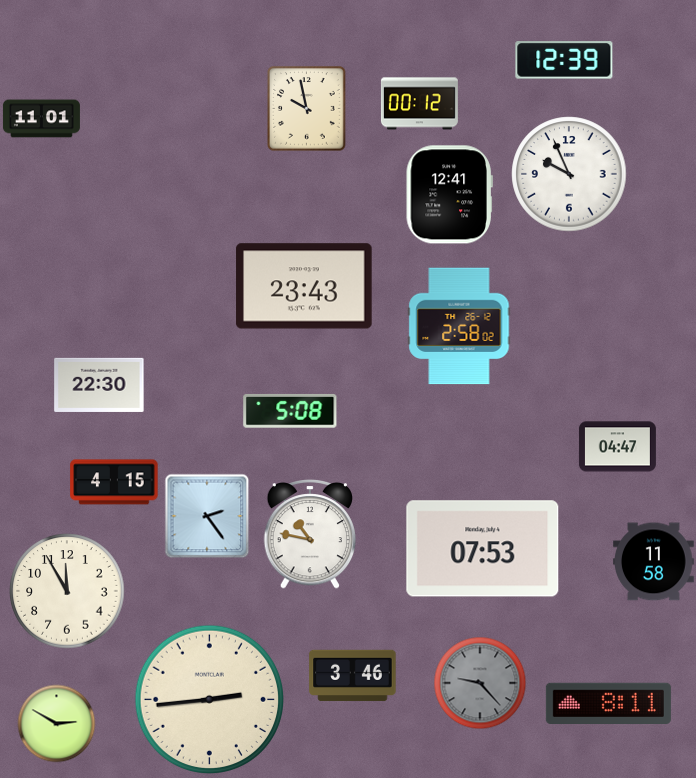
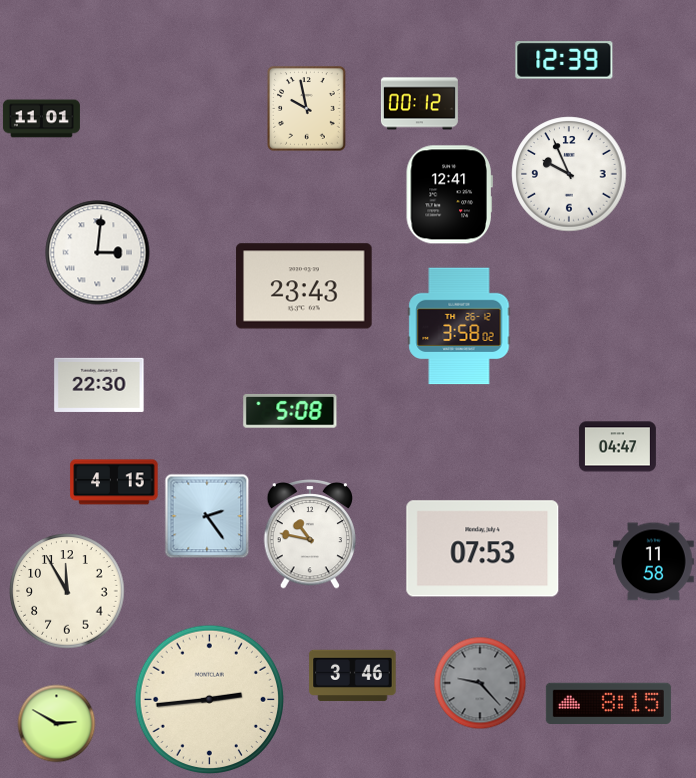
clock at (98, 253): none -> 3:01
clock at (459, 326): 2:58 -> 3:58
clock at (608, 703): 8:11 -> 8:15
